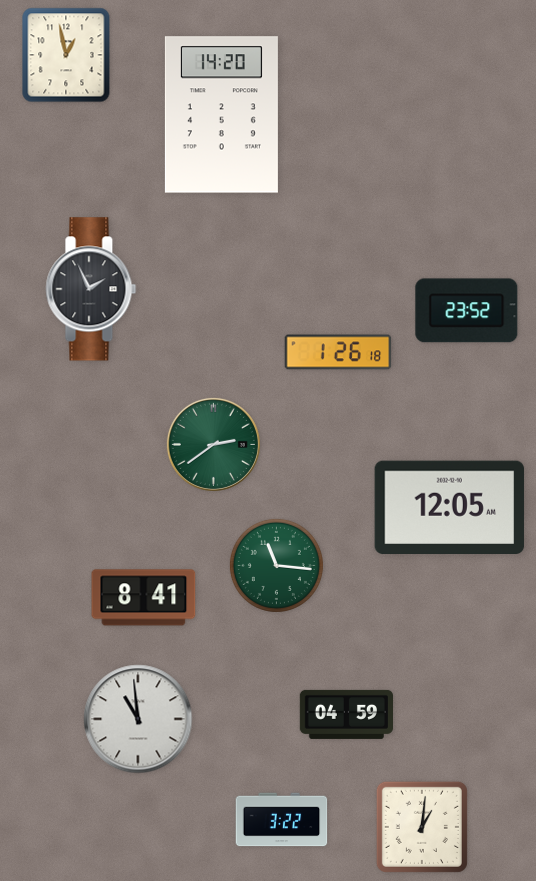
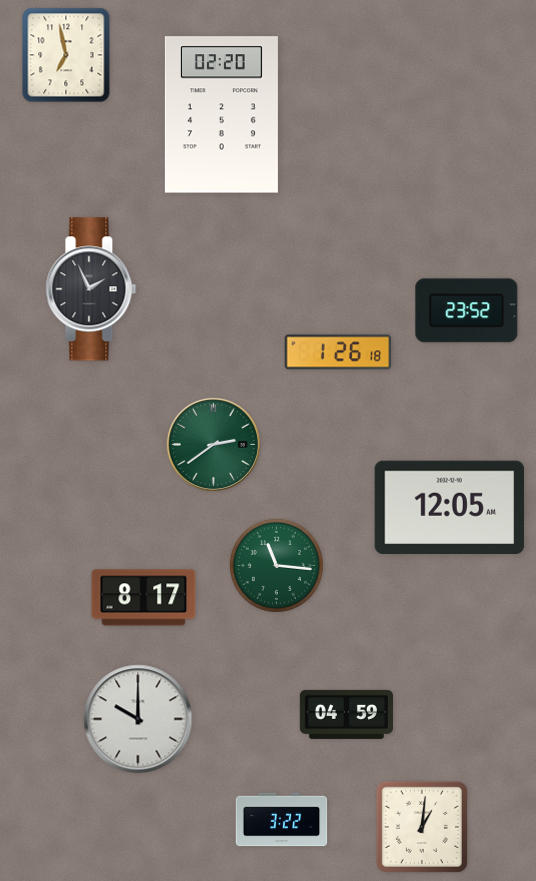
clock at (66, 55): 12:58 -> 6:58
clock at (221, 115): 14:20 -> 02:20
clock at (144, 598): 8:41 -> 8:17
clock at (138, 719): 10:59 -> 10:00
